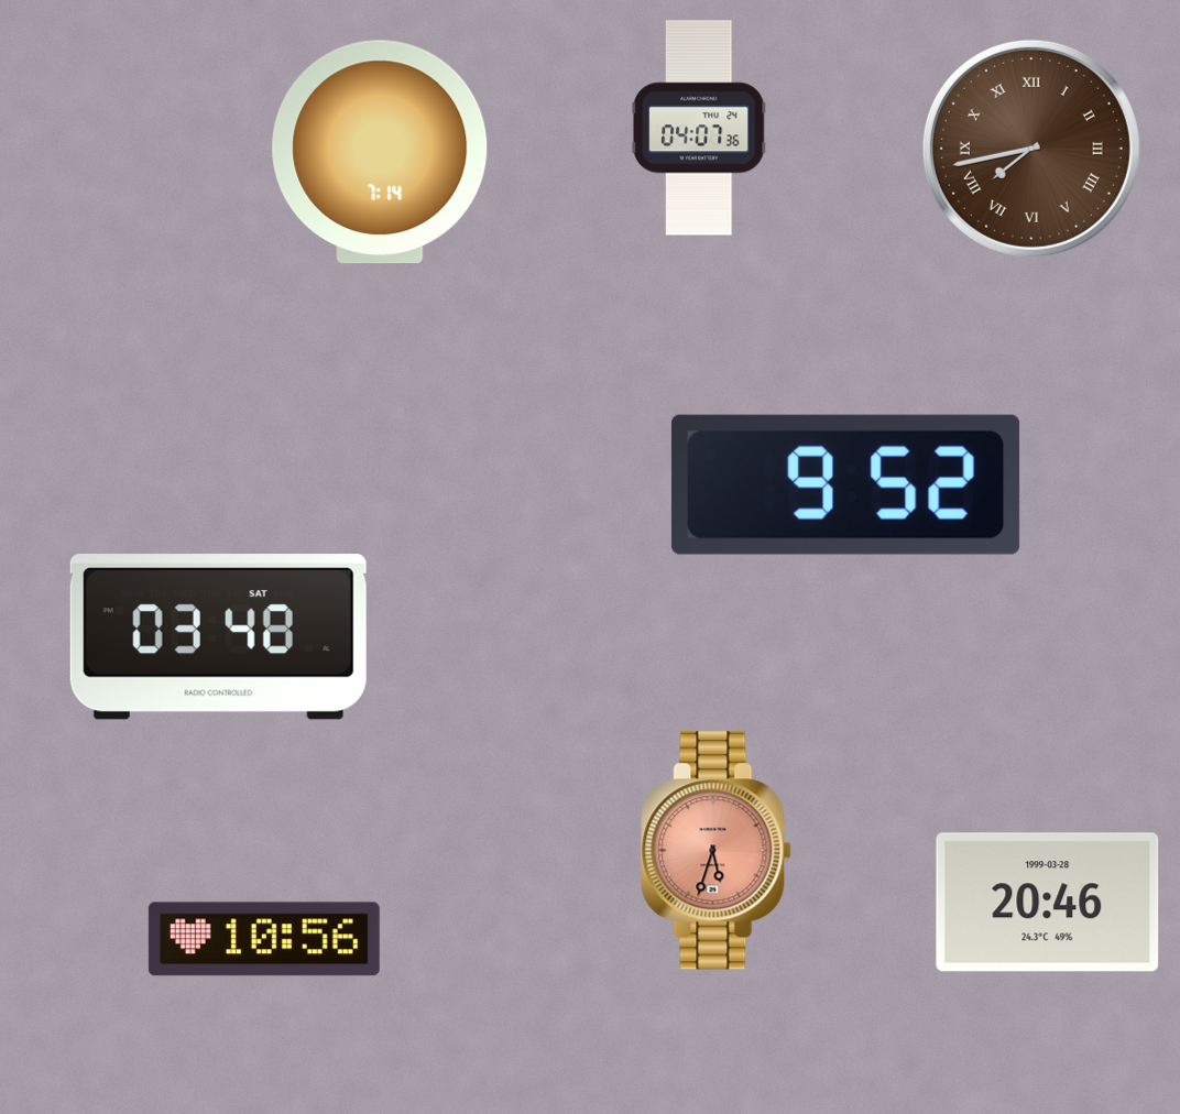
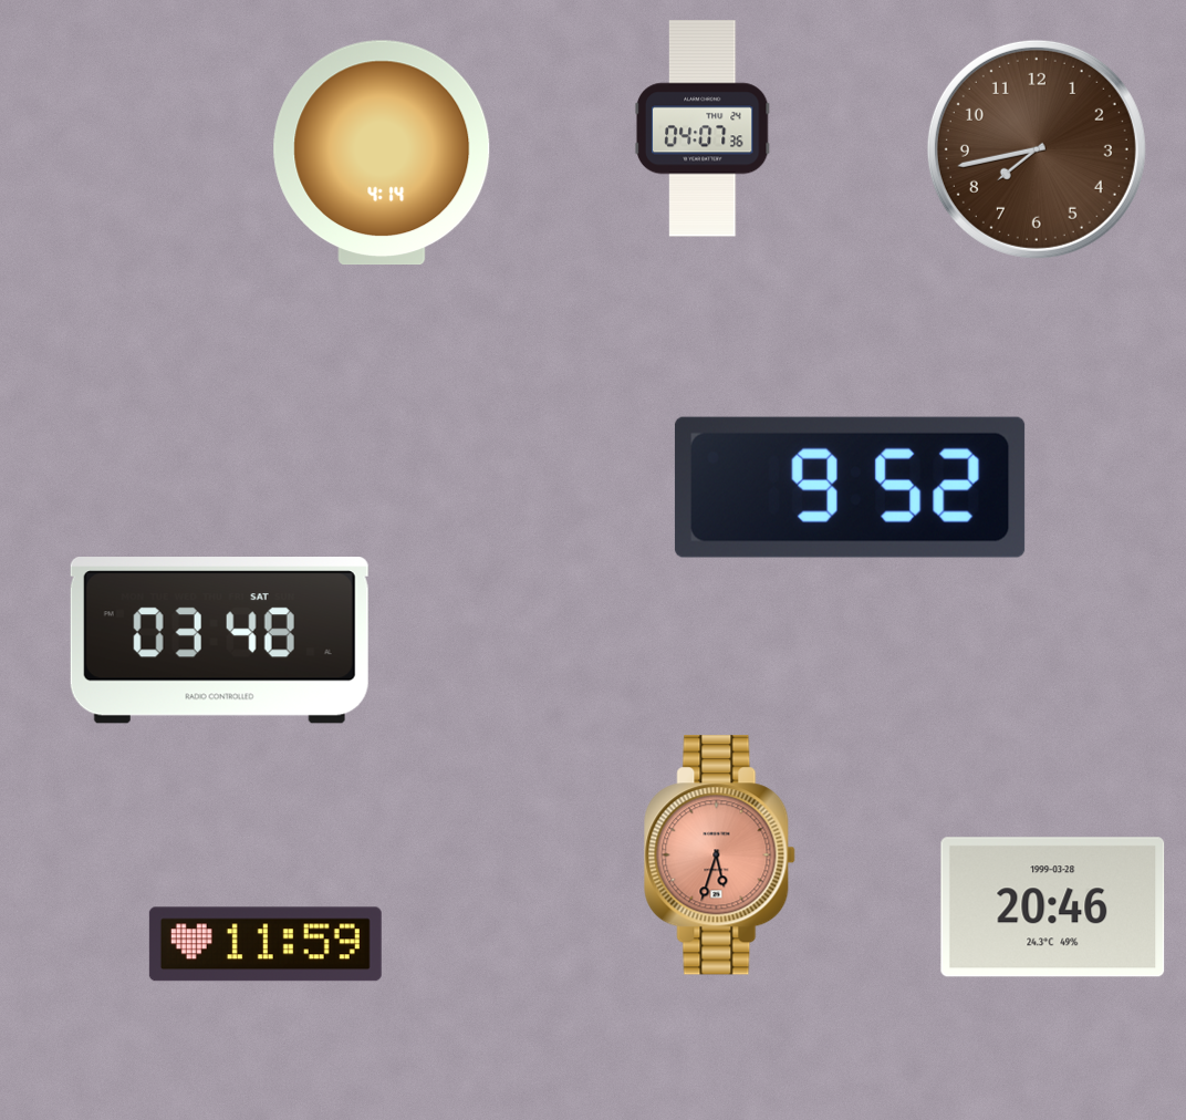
clock at (1031, 149) numerals: Roman -> Arabic
clock at (380, 152): 7:14 -> 4:14
clock at (264, 939): 10:56 -> 11:59
